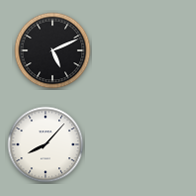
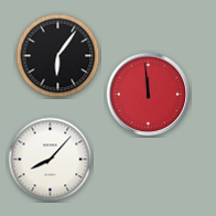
clock at (53, 51): 5:11 -> 6:06
clock at (149, 95): none -> 11:59
